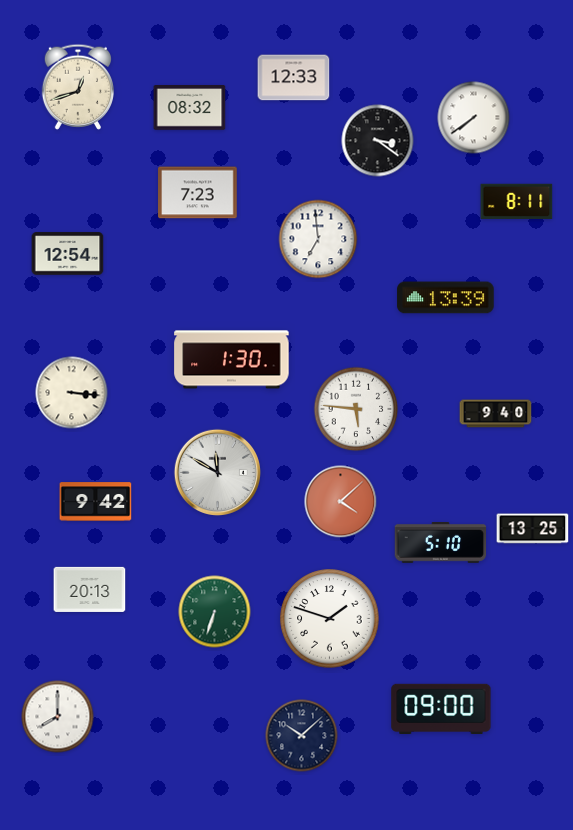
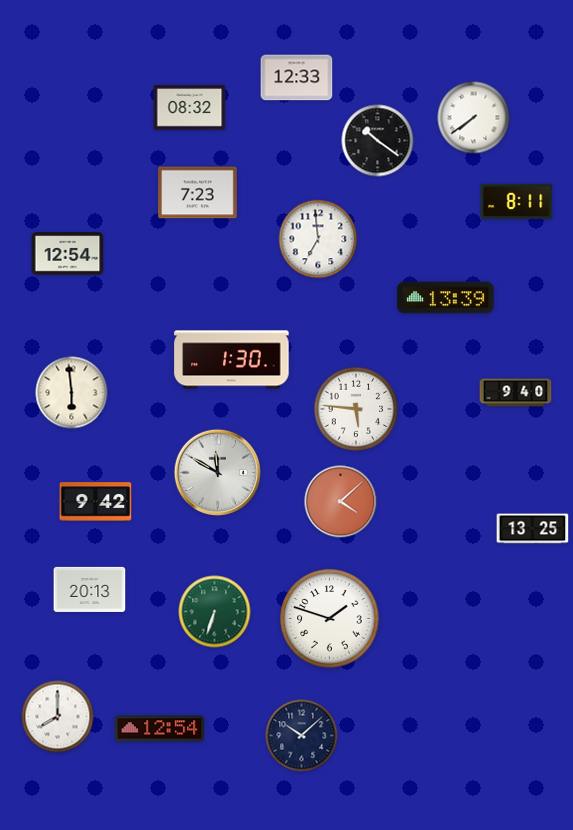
clock at (294, 78) position: (294, 78) -> (297, 78)
clock at (77, 87): 12:42 -> none
clock at (378, 141): 3:21 -> 10:21
clock at (72, 393): 3:16 -> 5:59
clock at (496, 414) position: (496, 414) -> (516, 393)
clock at (441, 543): 5:10 -> none
clock at (441, 708): 09:00 -> none
clock at (160, 729): none -> 12:54
